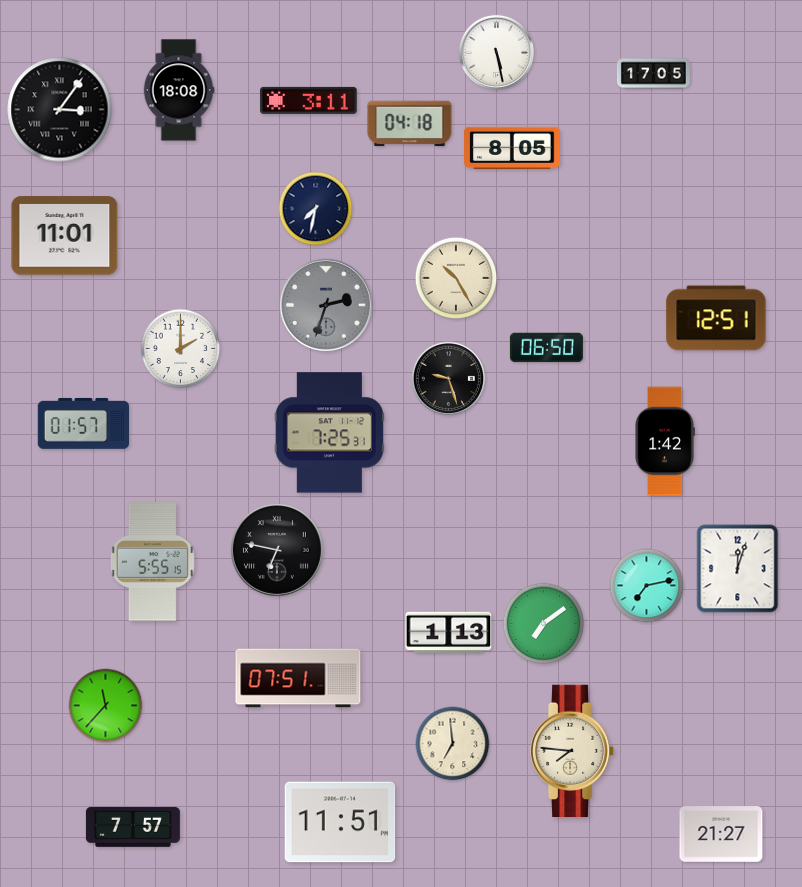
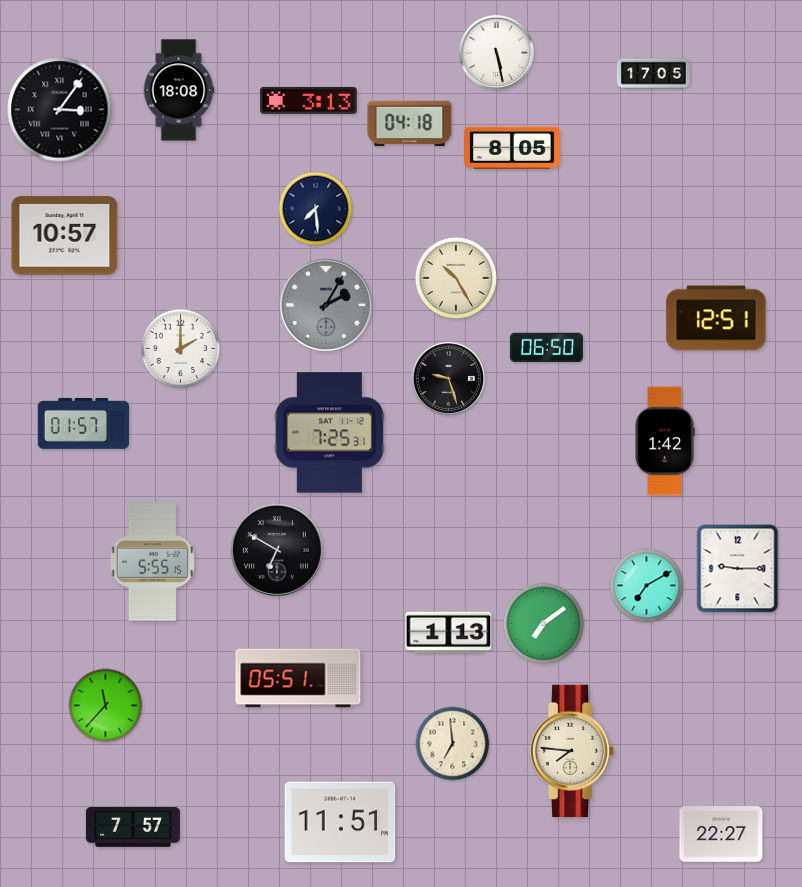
clock at (309, 100): 3:11 -> 3:13
clock at (316, 209): 7:32 -> 7:29
clock at (65, 236): 11:01 -> 10:57
clock at (326, 305): 2:33 -> 2:05
clock at (277, 550): 6:47 -> 6:50
clock at (738, 569): 12:03 -> 9:15
clock at (647, 586): 7:13 -> 7:10
clock at (298, 678): 07:51 -> 05:51
clock at (721, 834): 21:27 -> 22:27
